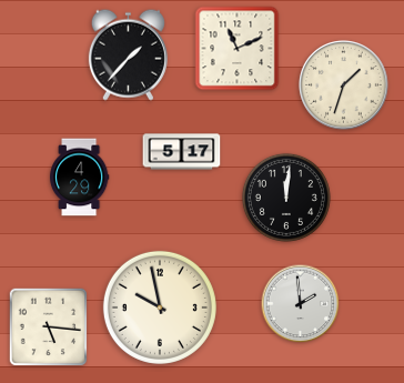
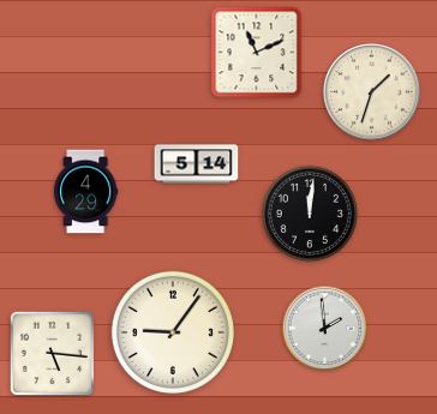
clock at (128, 54): 1:37 -> none
clock at (182, 152): 5:17 -> 5:14
clock at (160, 308): 9:58 -> 9:06
